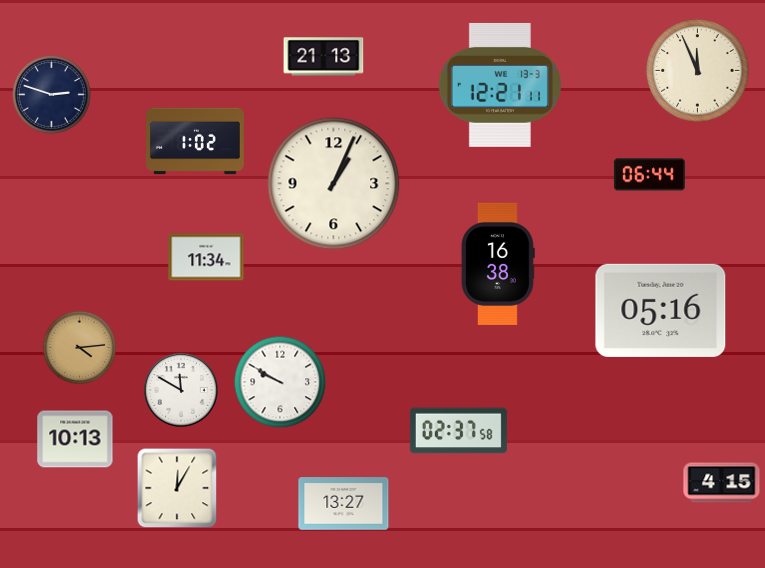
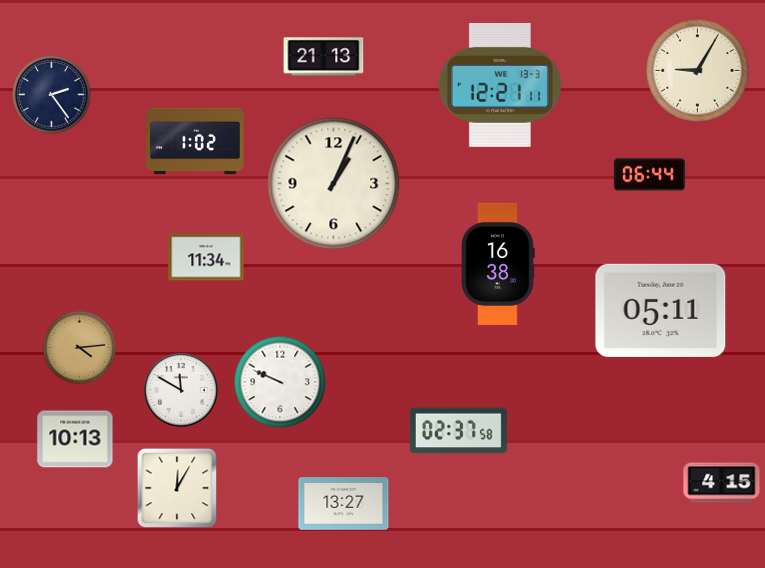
clock at (698, 71): 11:56 -> 9:05
clock at (52, 95): 2:48 -> 2:24
clock at (661, 310): 05:16 -> 05:11
clock at (280, 382): 9:50 -> 9:49
